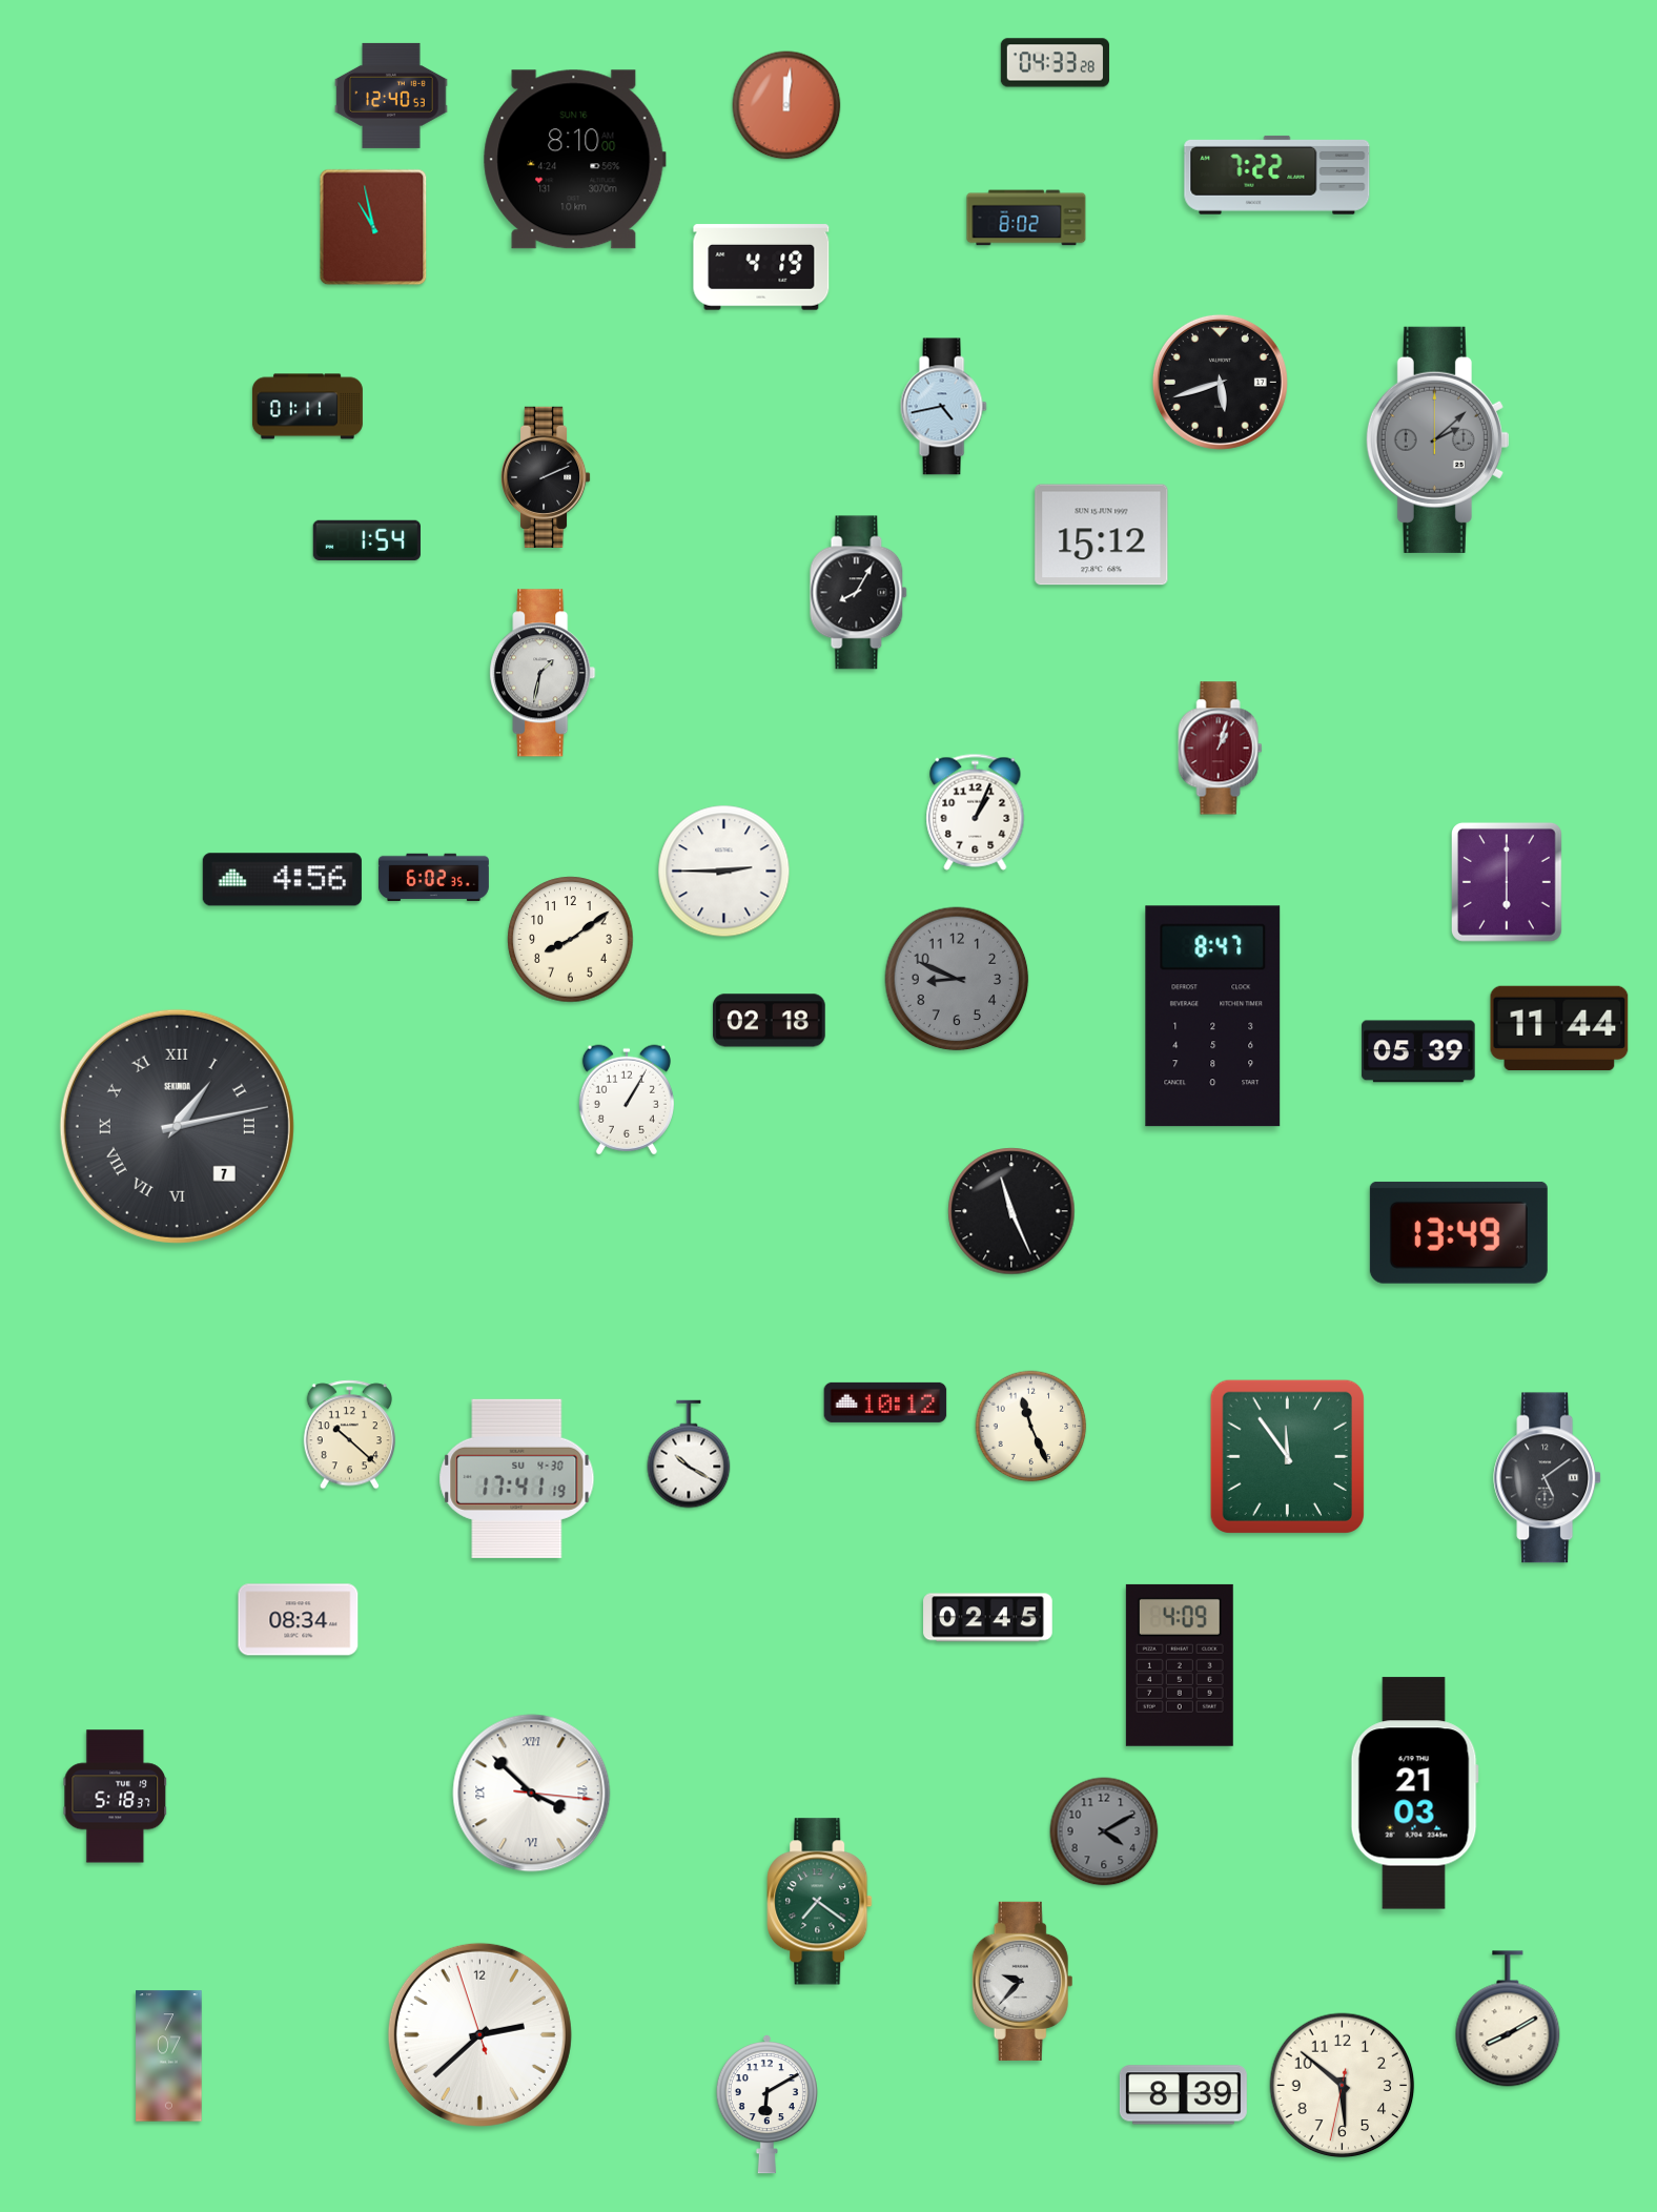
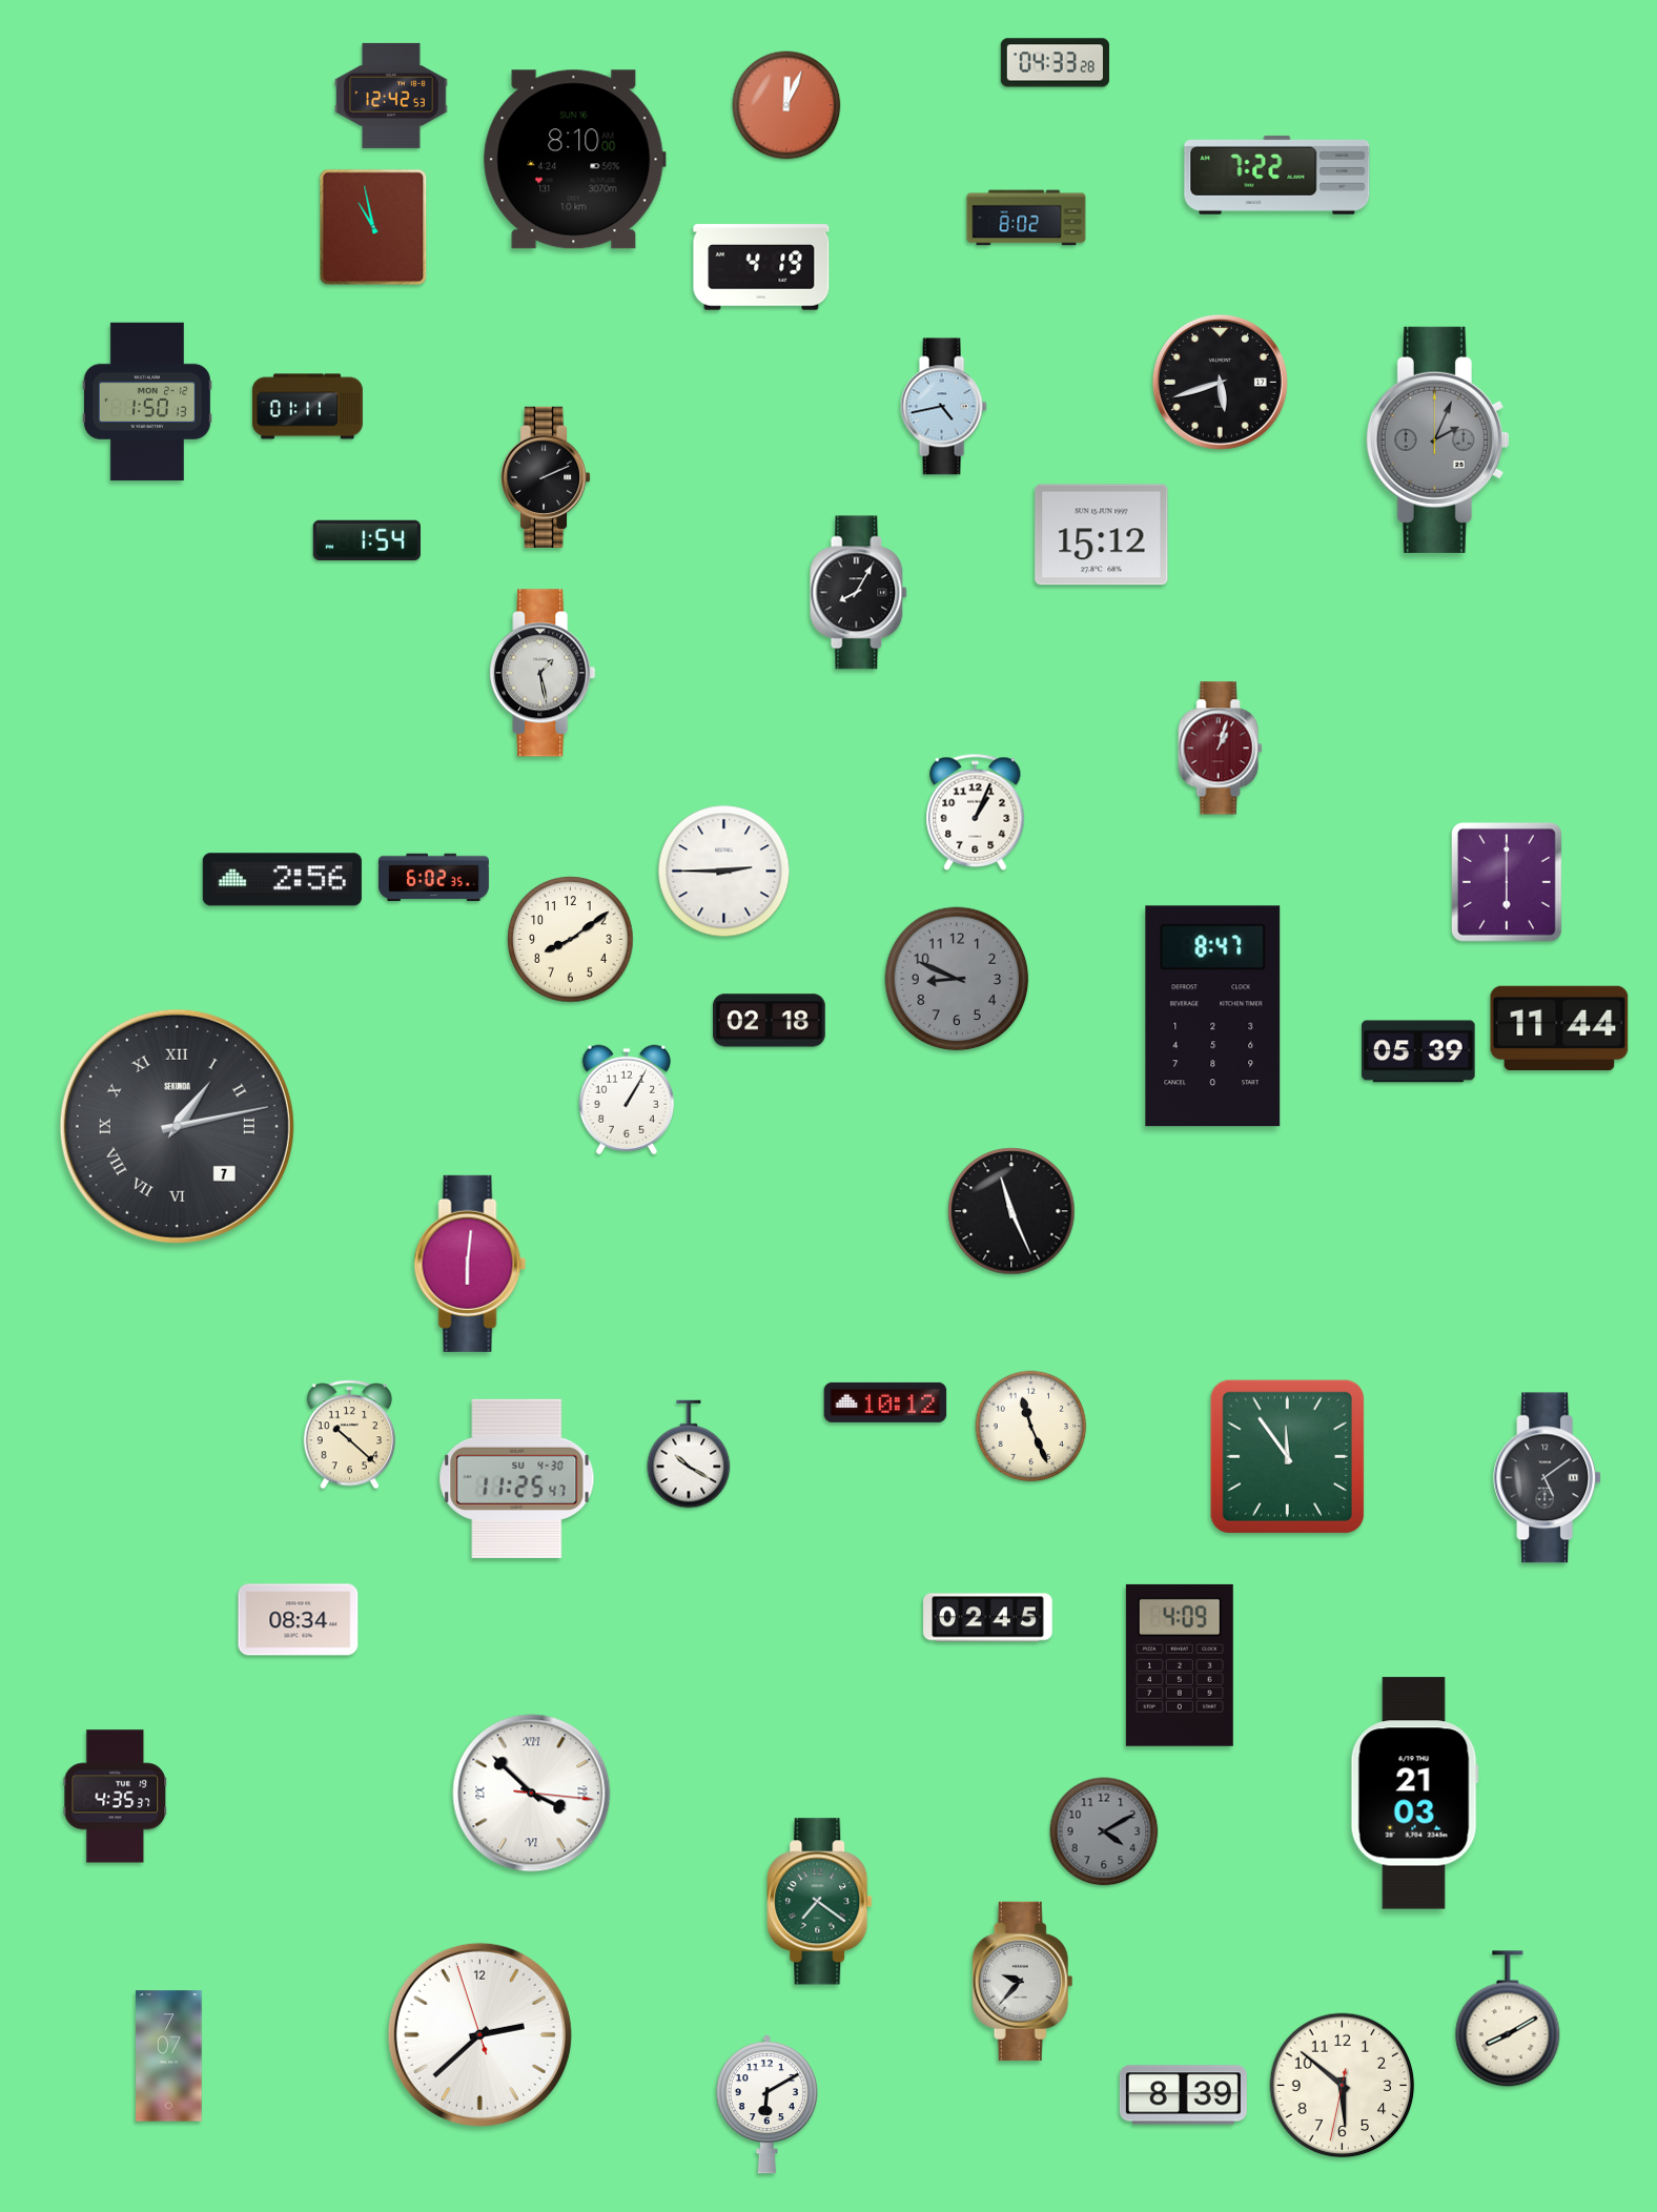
clock at (391, 96): 12:40 -> 12:42
clock at (786, 105): 12:01 -> 12:04
clock at (147, 401): none -> 1:50
clock at (1437, 439): 2:08 -> 2:04
clock at (543, 673): 1:32 -> 1:28
clock at (282, 880): 4:56 -> 2:56
clock at (1458, 1232): 13:49 -> none
clock at (470, 1264): none -> 6:01
clock at (517, 1478): 17:41 -> 11:25
clock at (116, 1797): 5:18 -> 4:35
